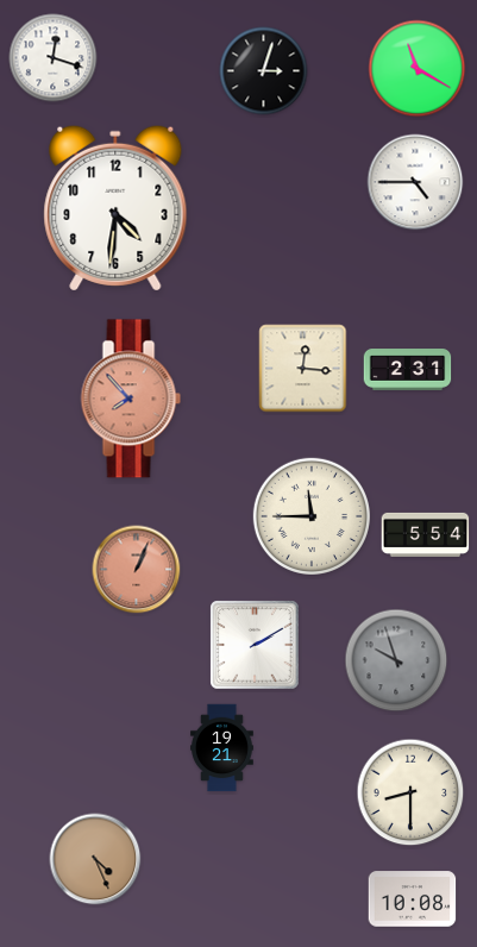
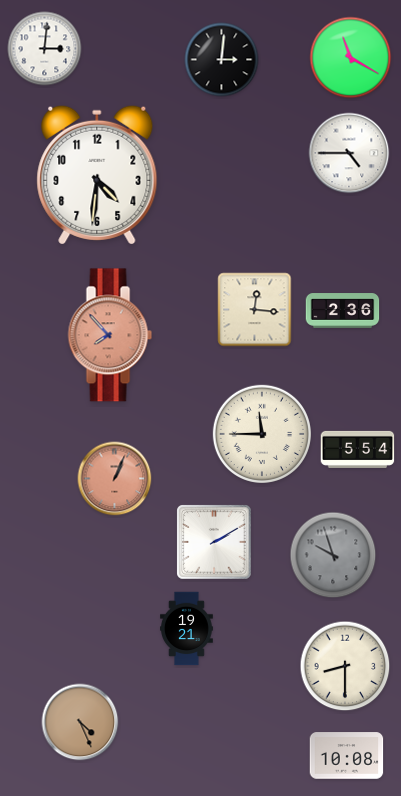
clock at (54, 58): 12:18 -> 3:01
clock at (264, 71): 3:03 -> 3:01
clock at (408, 370): 2:31 -> 2:36
